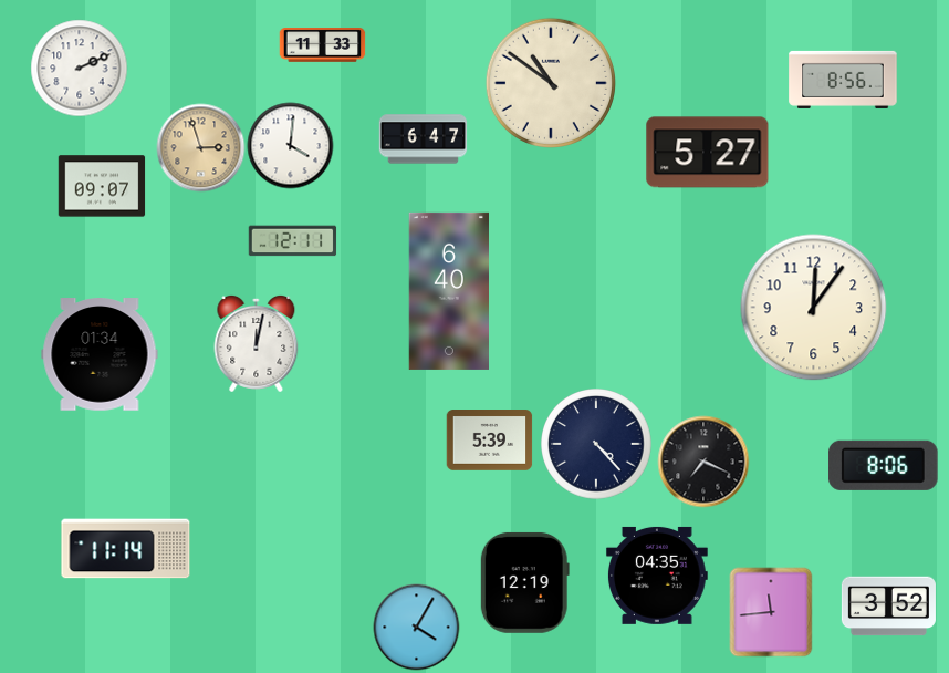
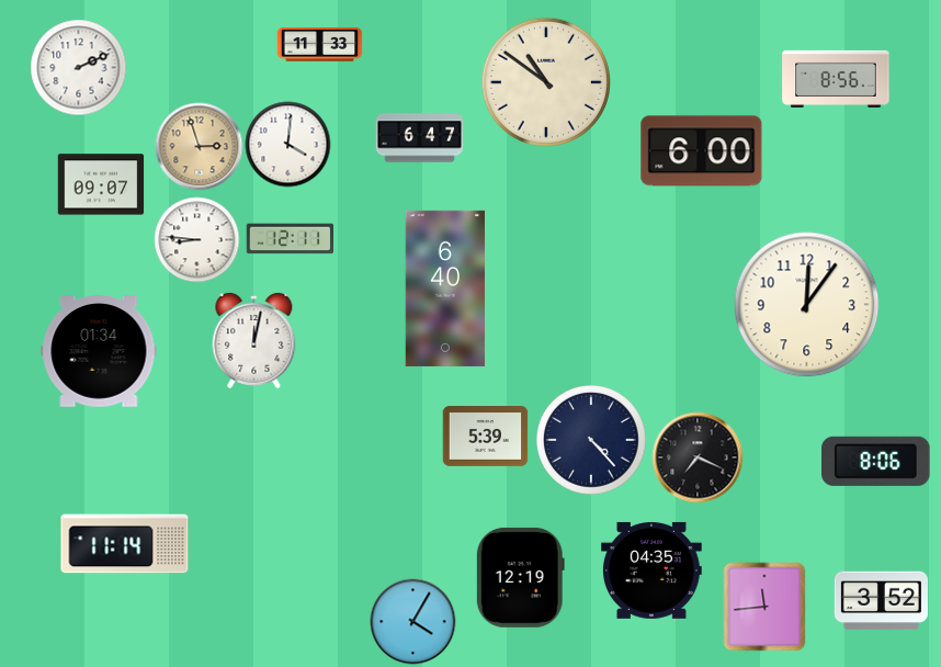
clock at (708, 153): 5:27 -> 6:00
clock at (196, 239): none -> 8:46
